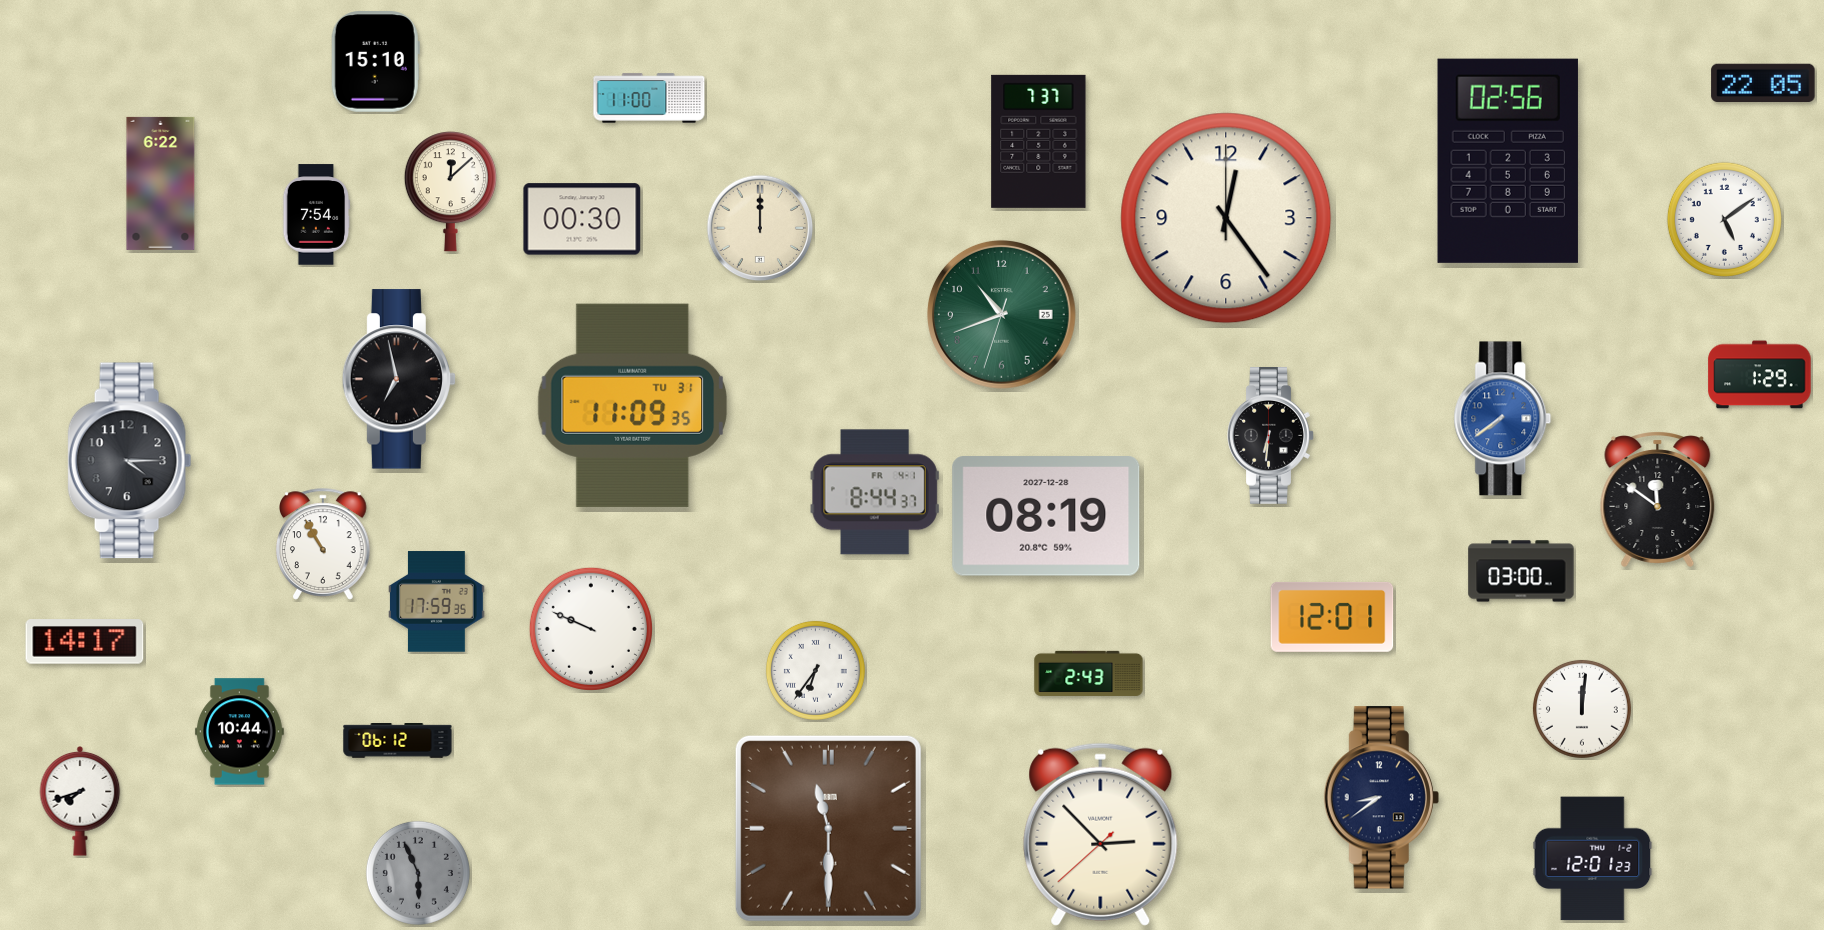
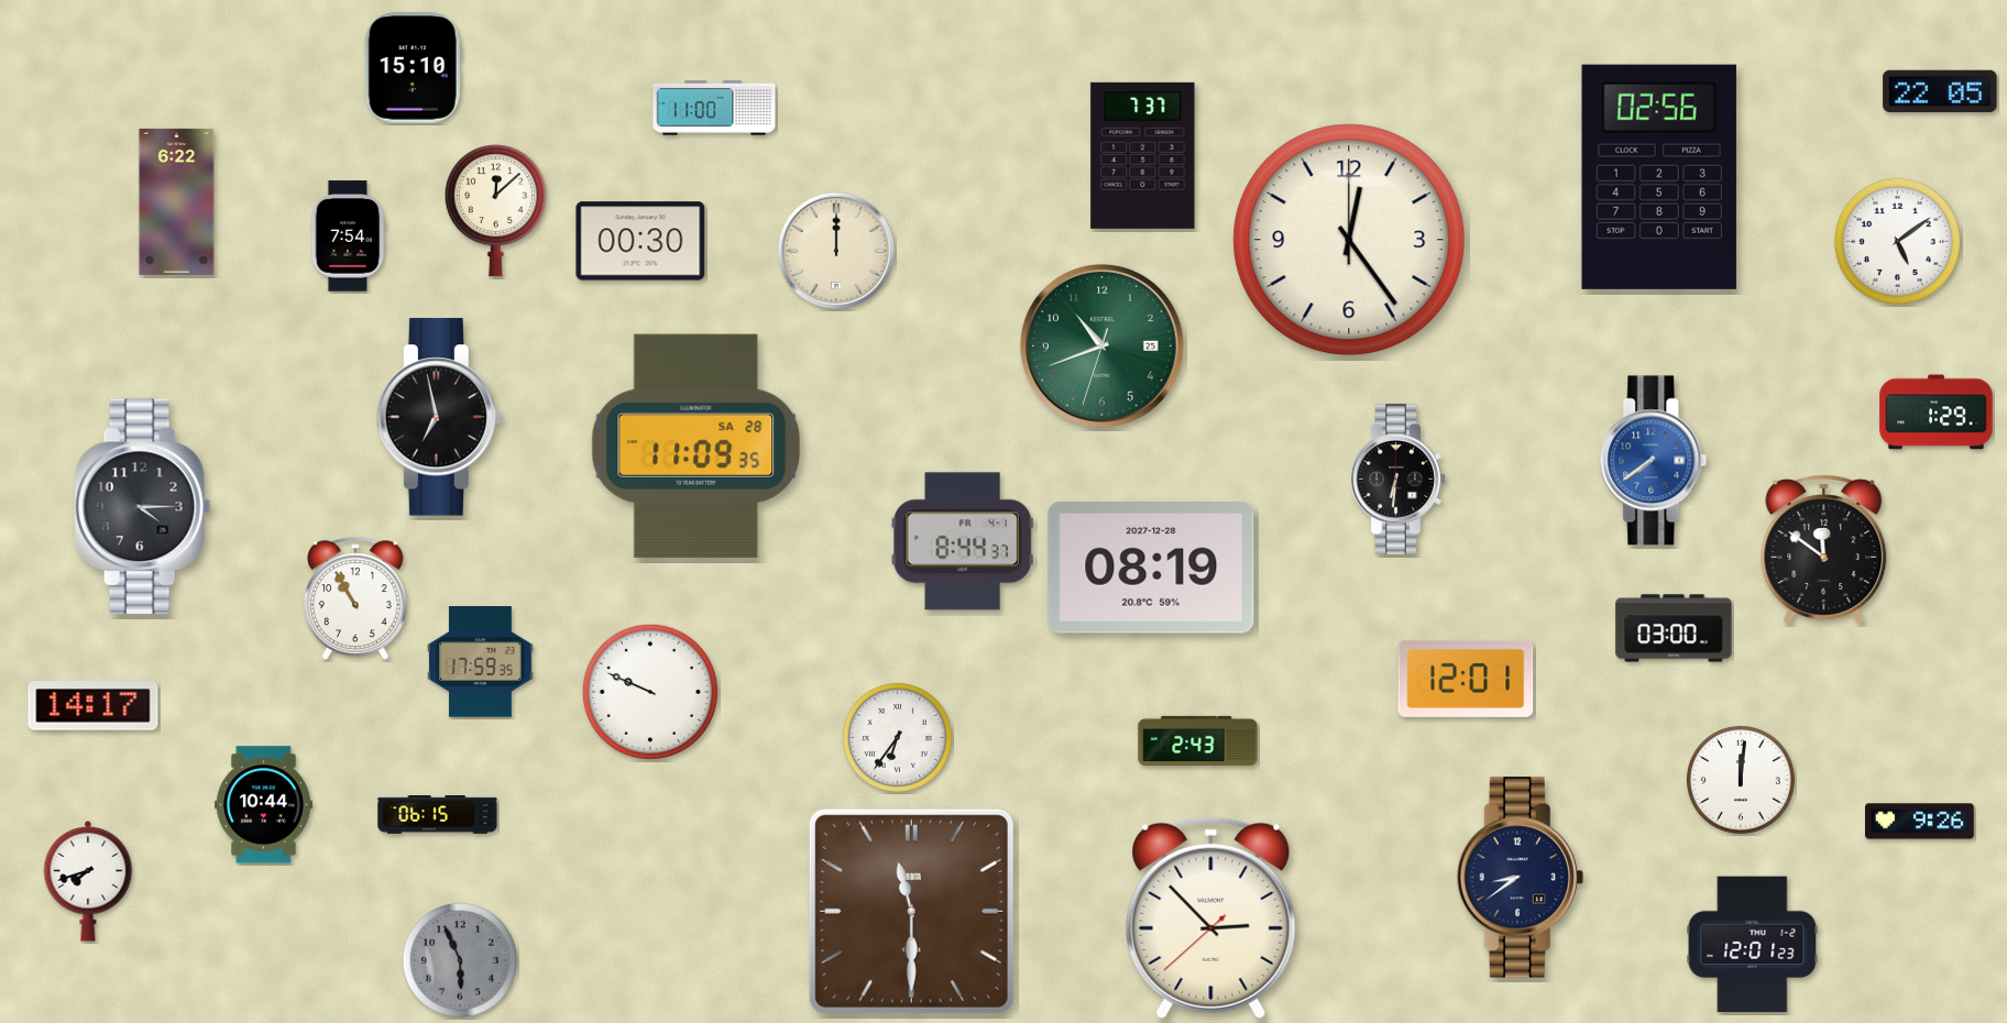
clock at (633, 405) date: TU 31 -> SA 28
clock at (398, 741): 06:12 -> 06:15
clock at (1920, 822): none -> 9:26
